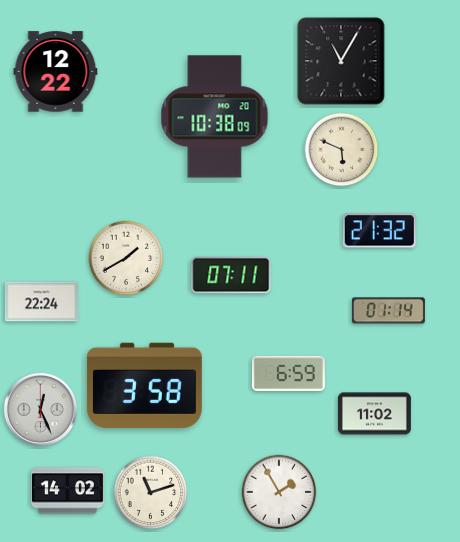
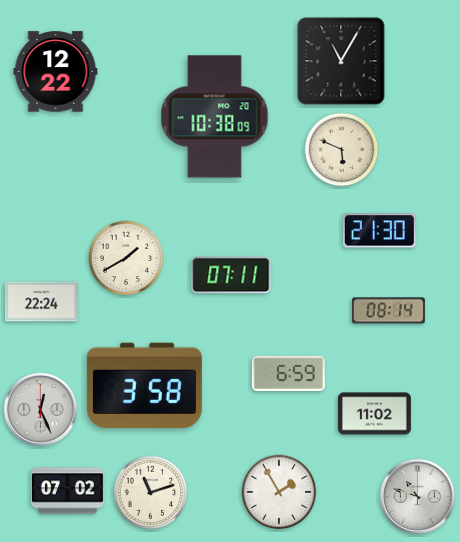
clock at (379, 231): 21:32 -> 21:30
clock at (388, 311): 01:14 -> 08:14
clock at (67, 491): 14:02 -> 07:02
clock at (417, 496): none -> 10:48
